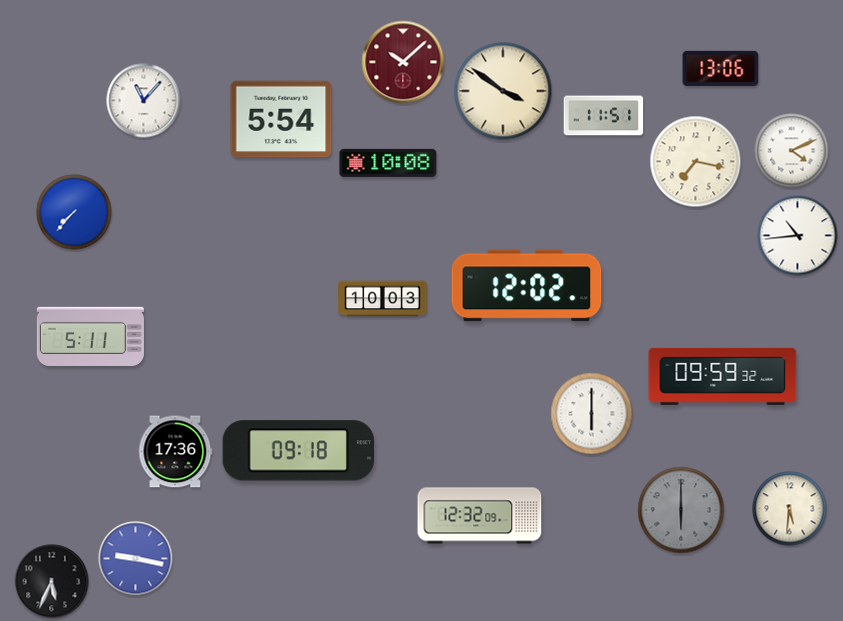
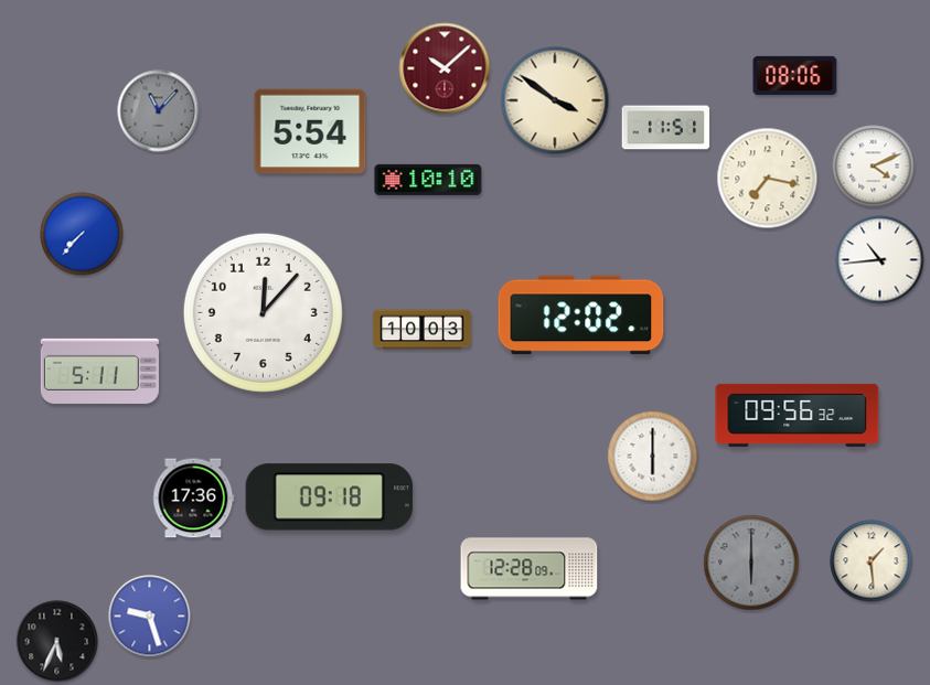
clock at (721, 68): 13:06 -> 08:06
clock at (144, 101) dial: white -> grey
clock at (388, 163): 10:08 -> 10:10
clock at (263, 312): none -> 12:07
clock at (723, 376): 09:59 -> 09:56
clock at (790, 509): 5:31 -> 1:29
clock at (480, 516): 12:32 -> 12:28
clock at (136, 559): 9:17 -> 9:27
